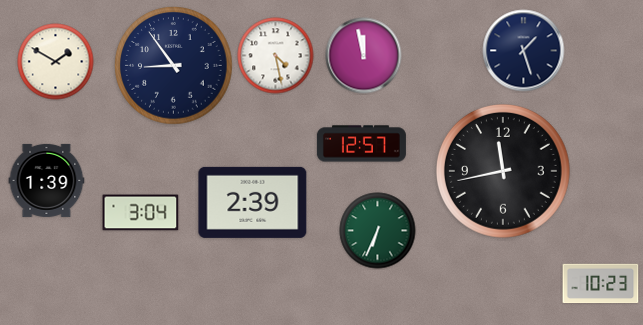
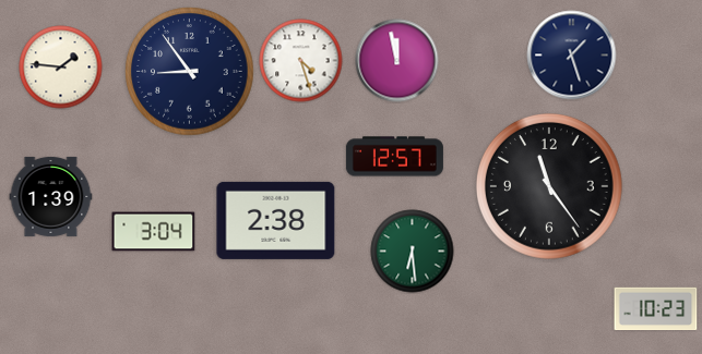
clock at (276, 56): 4:28 -> 4:27
clock at (56, 62): 1:50 -> 1:46
clock at (504, 172): 11:43 -> 11:24
clock at (253, 202): 2:39 -> 2:38
clock at (378, 231): 6:34 -> 6:29
